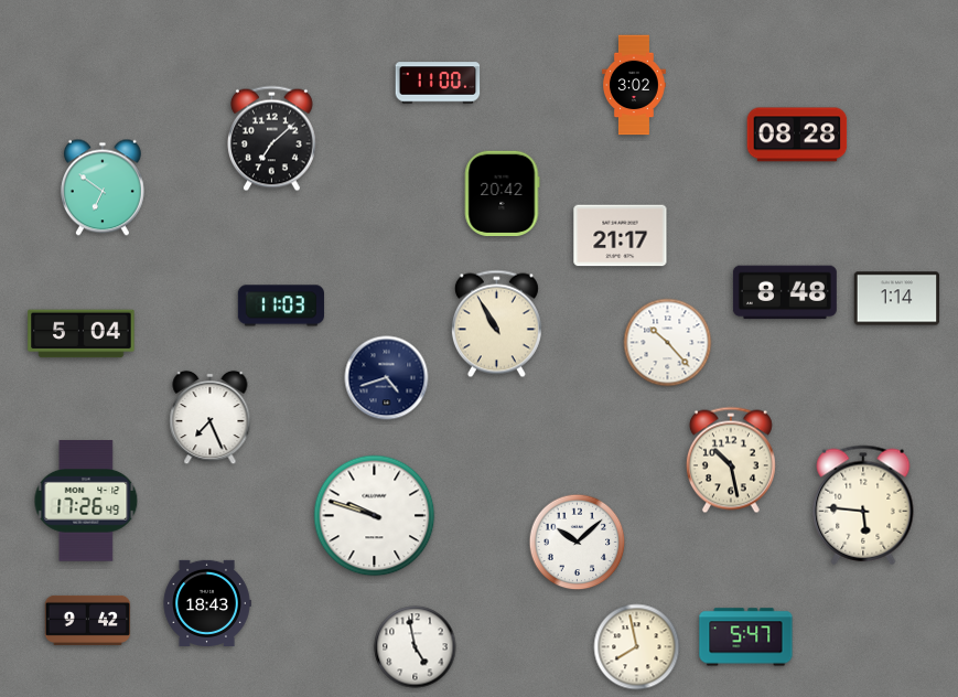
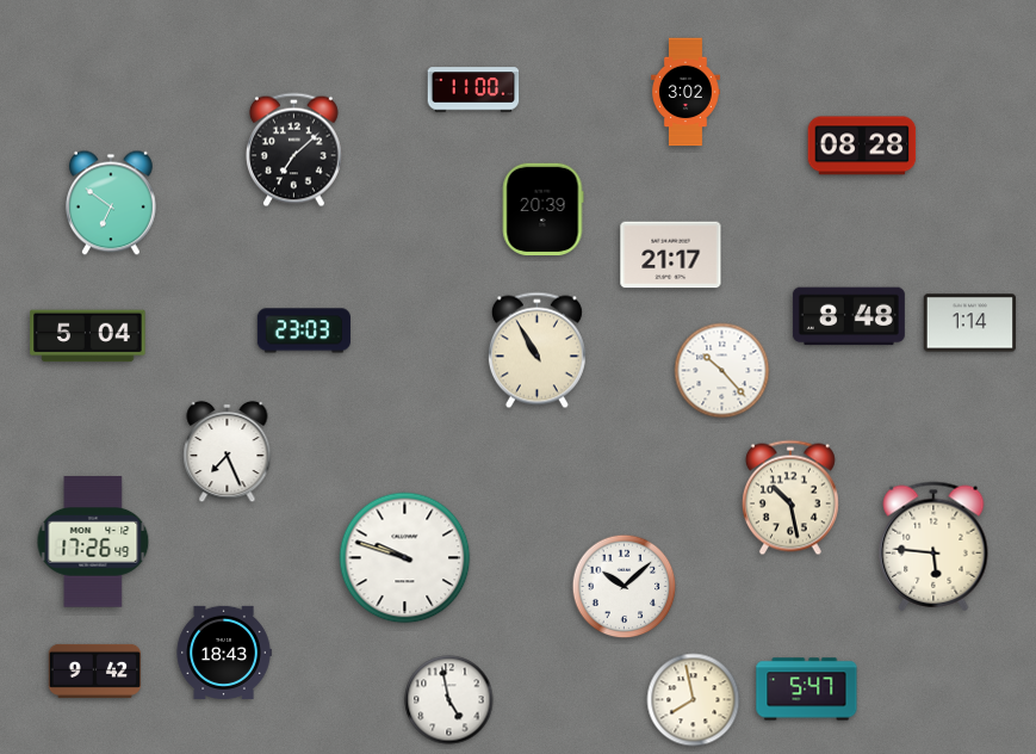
clock at (502, 194): 20:42 -> 20:39
clock at (281, 305): 11:03 -> 23:03
clock at (82, 334) position: (82, 334) -> (88, 336)
clock at (387, 378): 4:42 -> none
clock at (637, 647) position: (637, 647) -> (694, 700)
